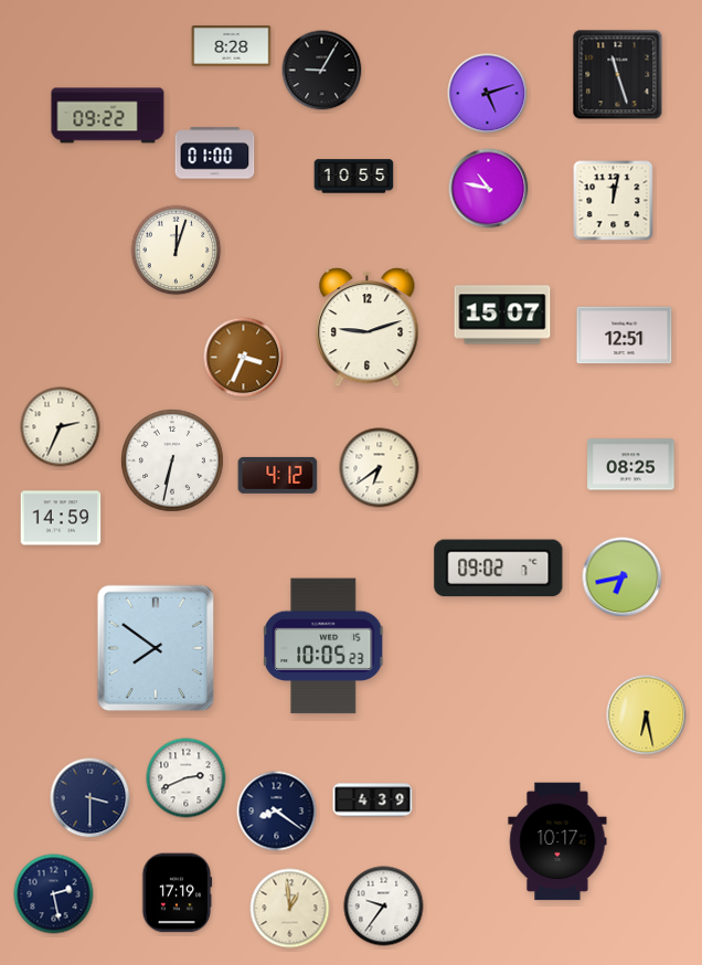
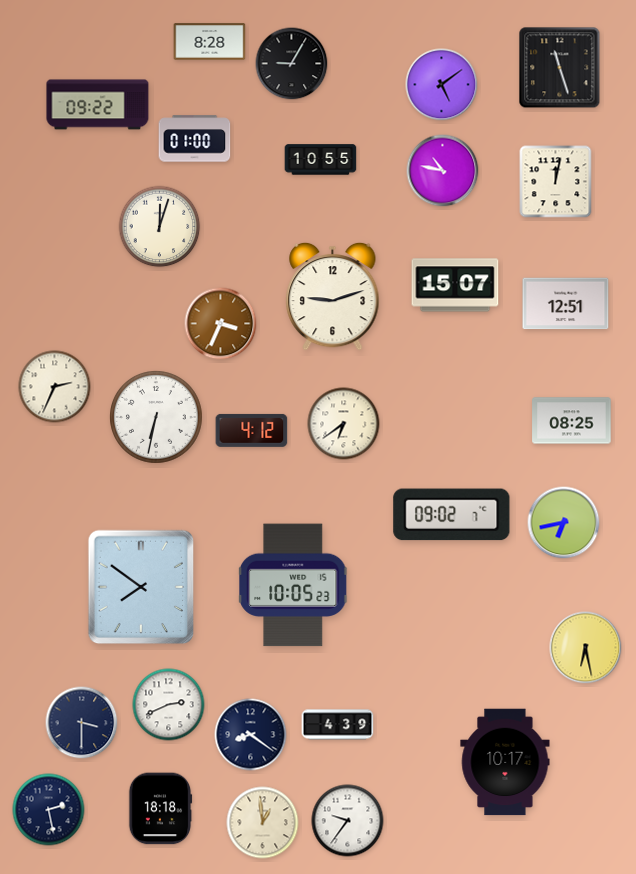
clock at (488, 94): 5:12 -> 5:09
clock at (61, 518): 14:59 -> none
clock at (177, 893): 17:19 -> 18:18
